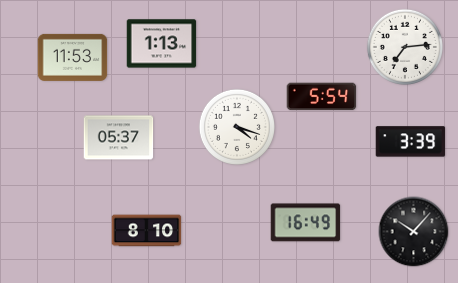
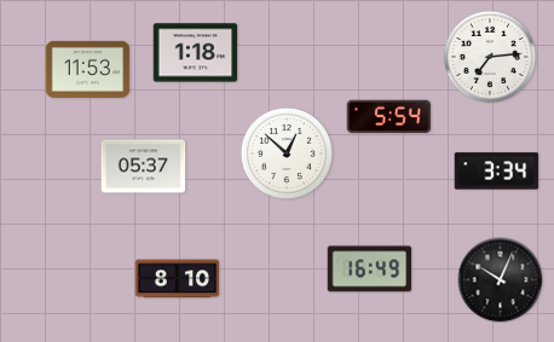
clock at (162, 44): 1:13 -> 1:18
clock at (237, 127): 4:18 -> 12:52
clock at (411, 142): 3:39 -> 3:34
clock at (414, 232): 10:07 -> 10:04
